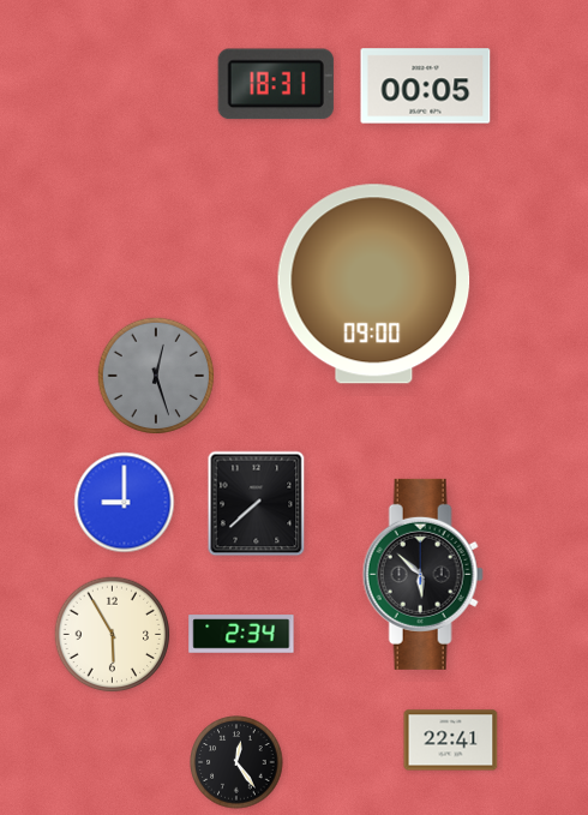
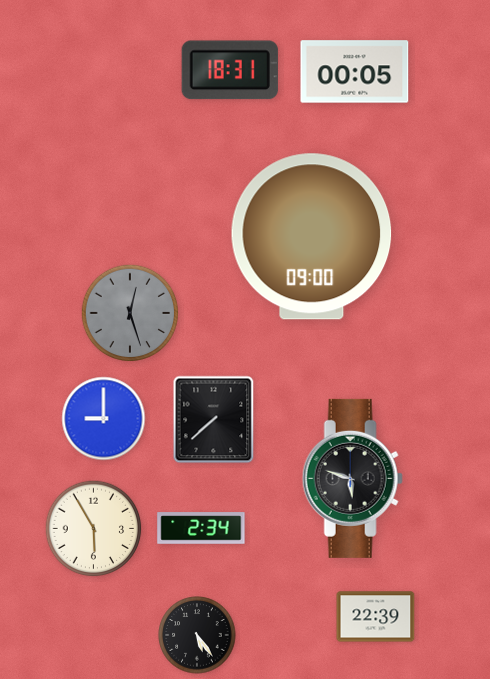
clock at (422, 574): 5:52 -> 5:48
clock at (451, 741): 22:41 -> 22:39
clock at (236, 762): 12:24 -> 5:24
